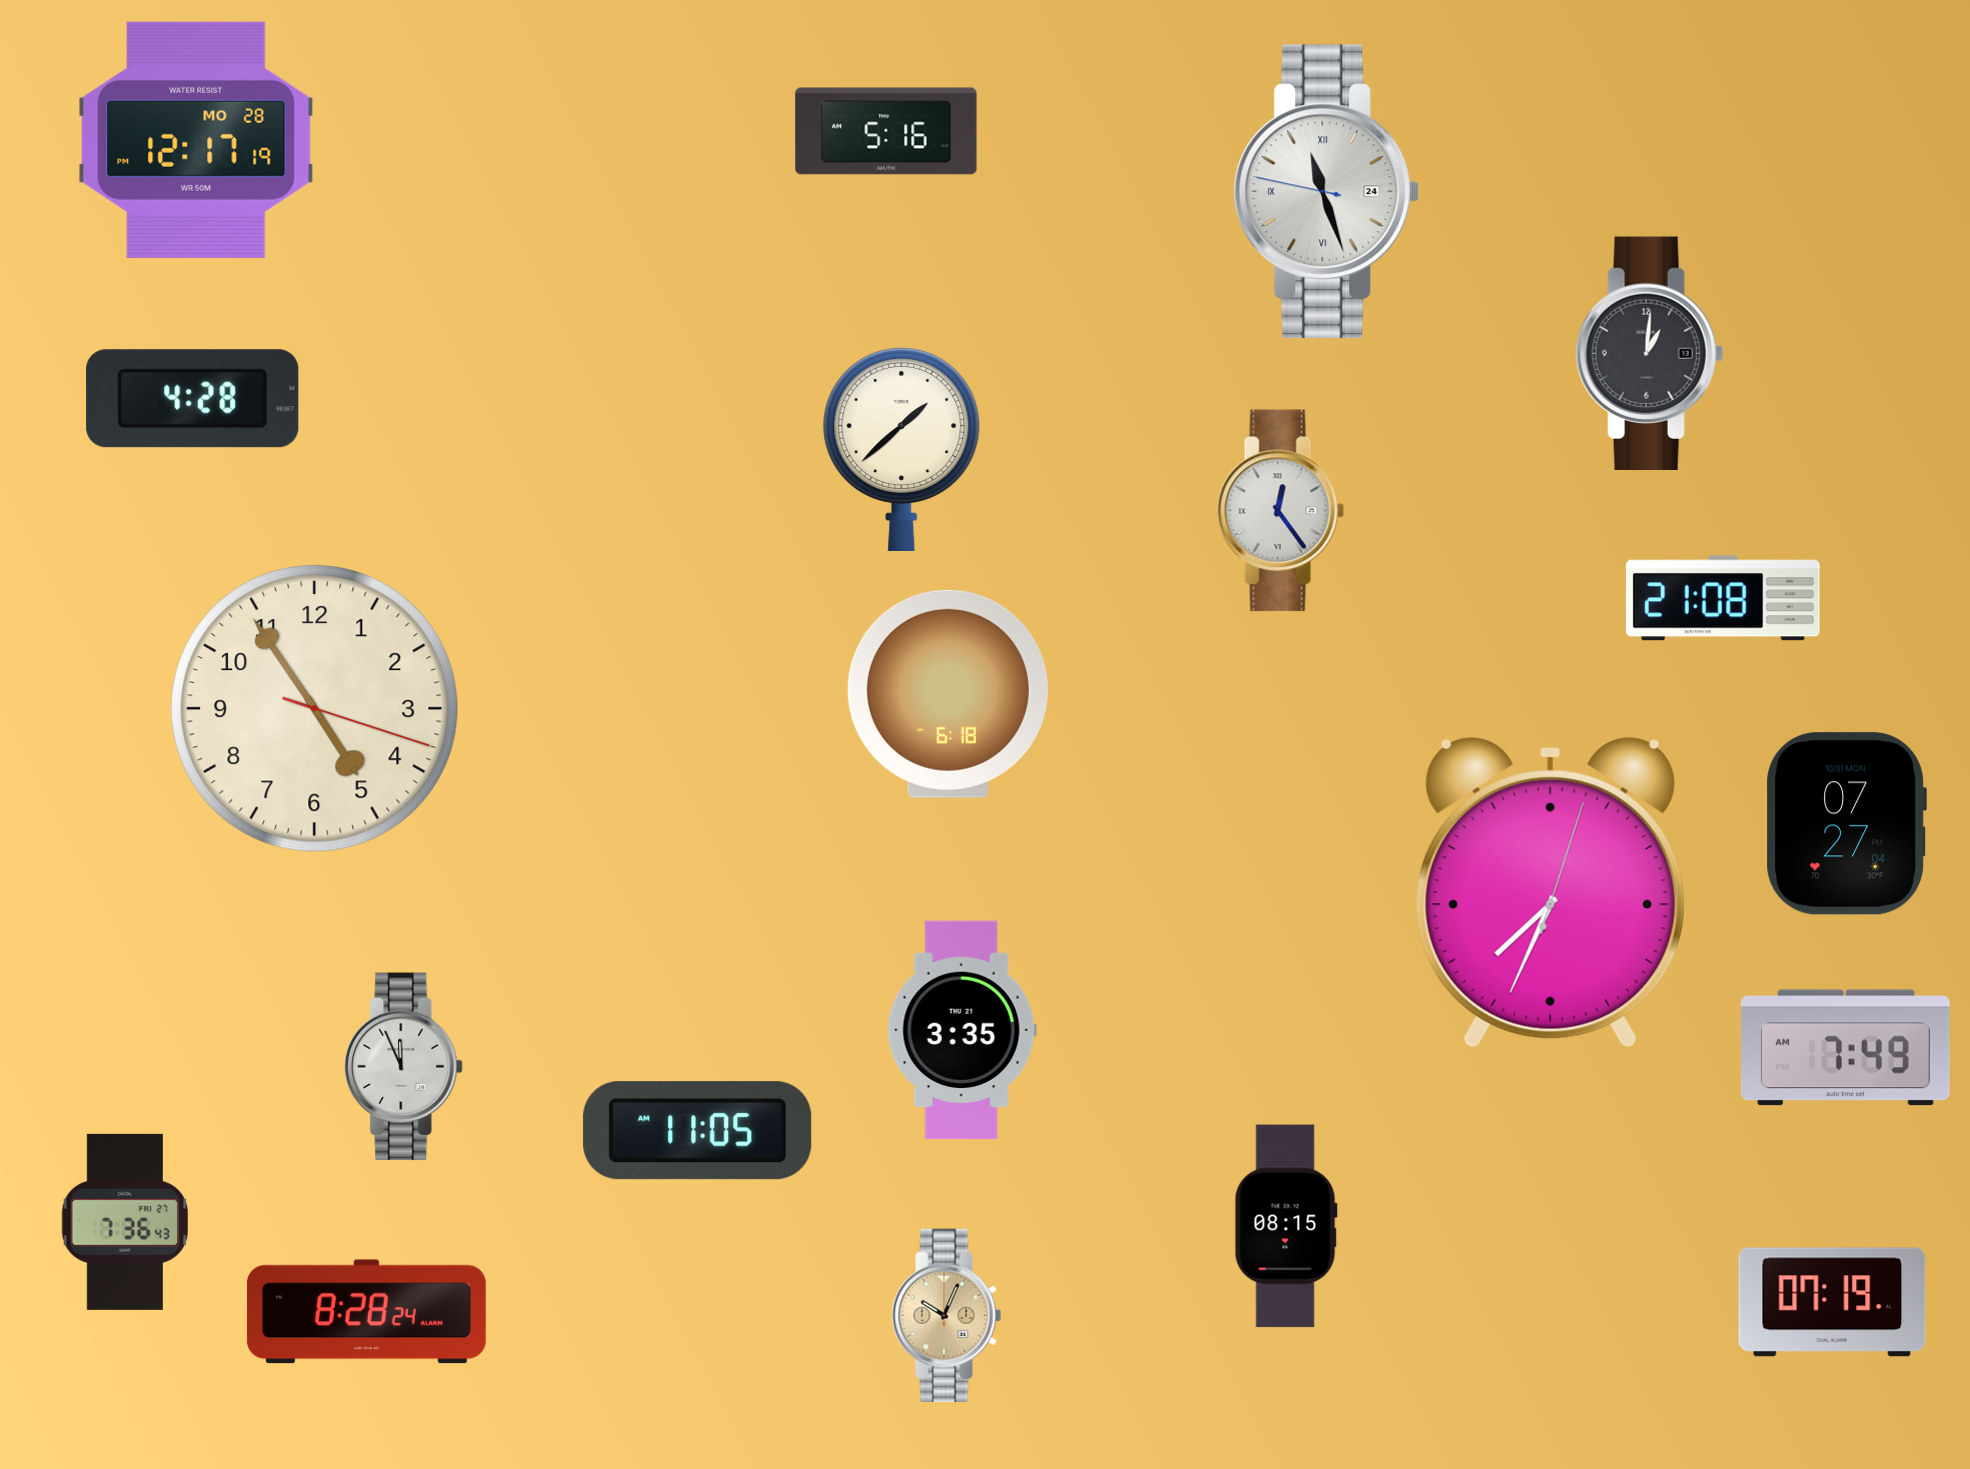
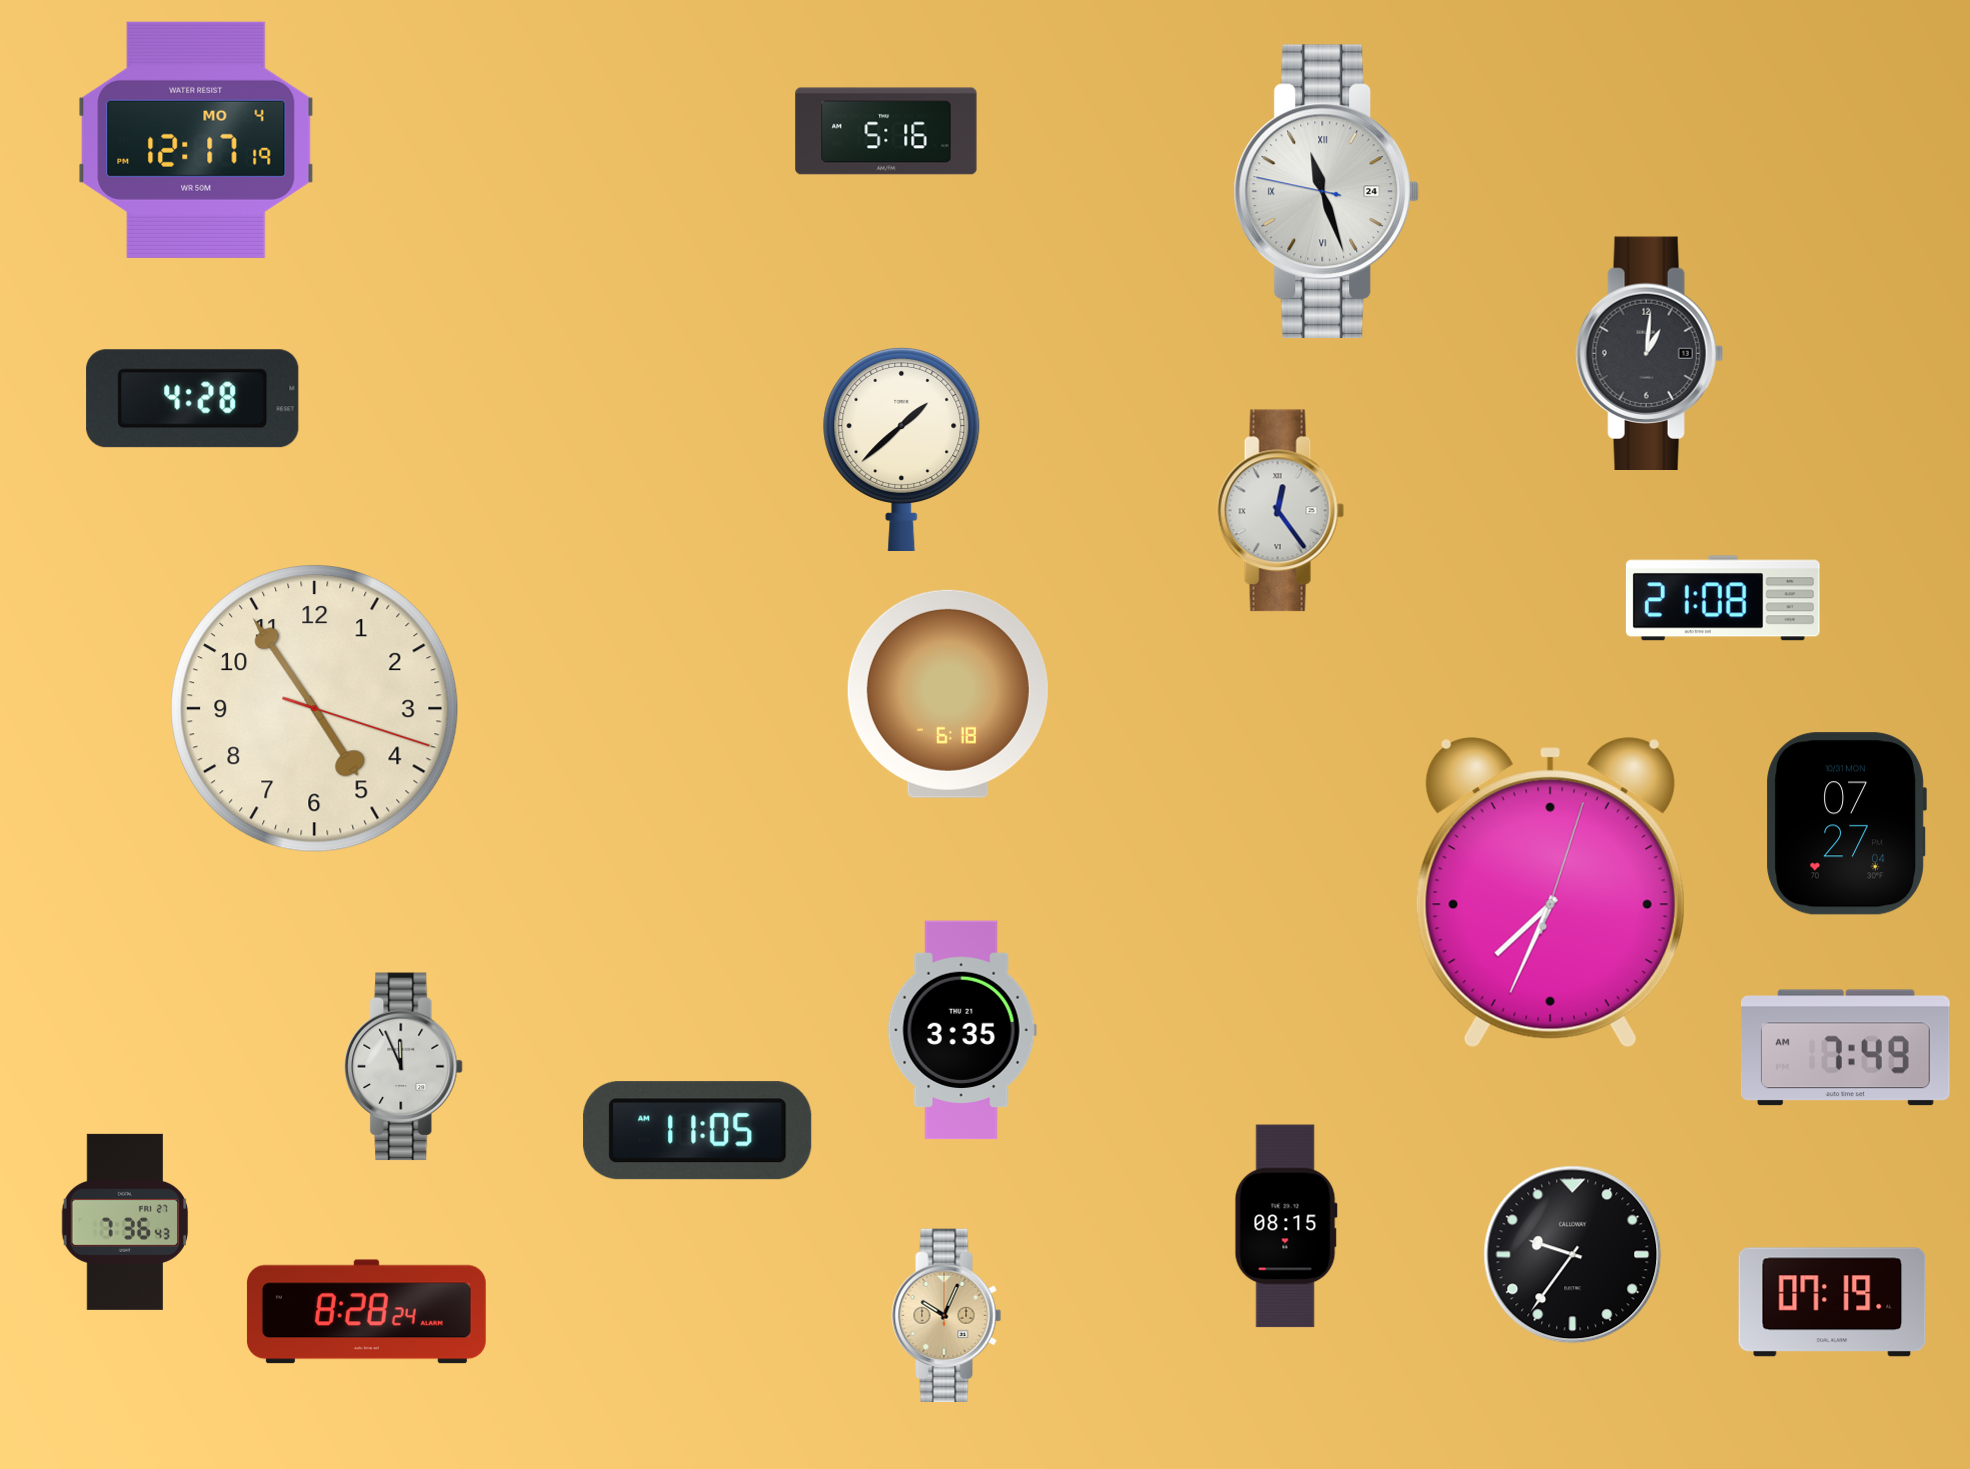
clock at (196, 140) date: MO 28 -> MO 4
clock at (1573, 1255): none -> 9:36
